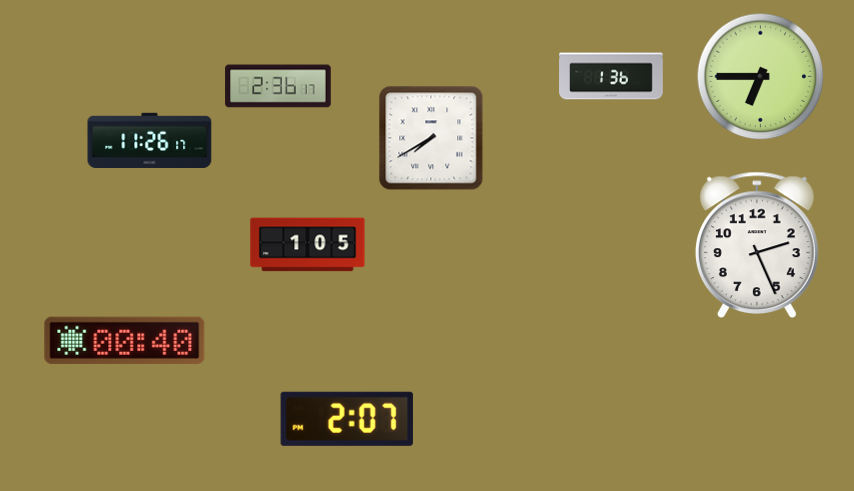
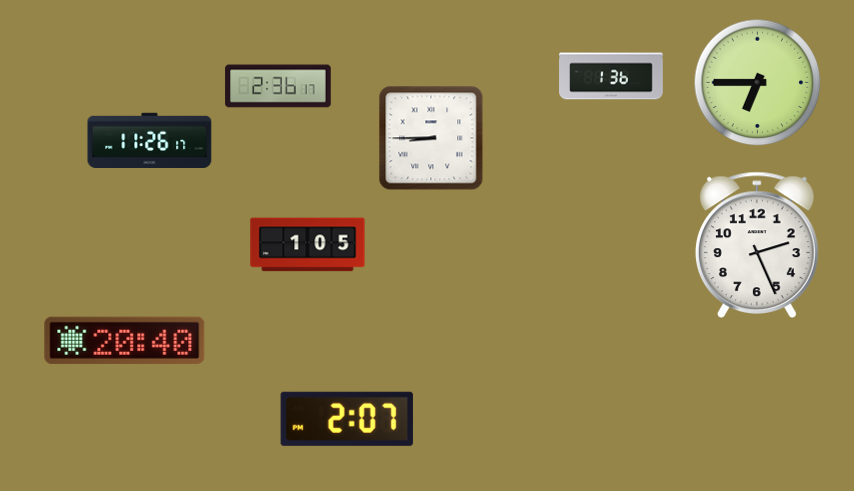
clock at (761, 77) position: (761, 77) -> (758, 83)
clock at (431, 138): 7:40 -> 8:45
clock at (125, 340): 00:40 -> 20:40
